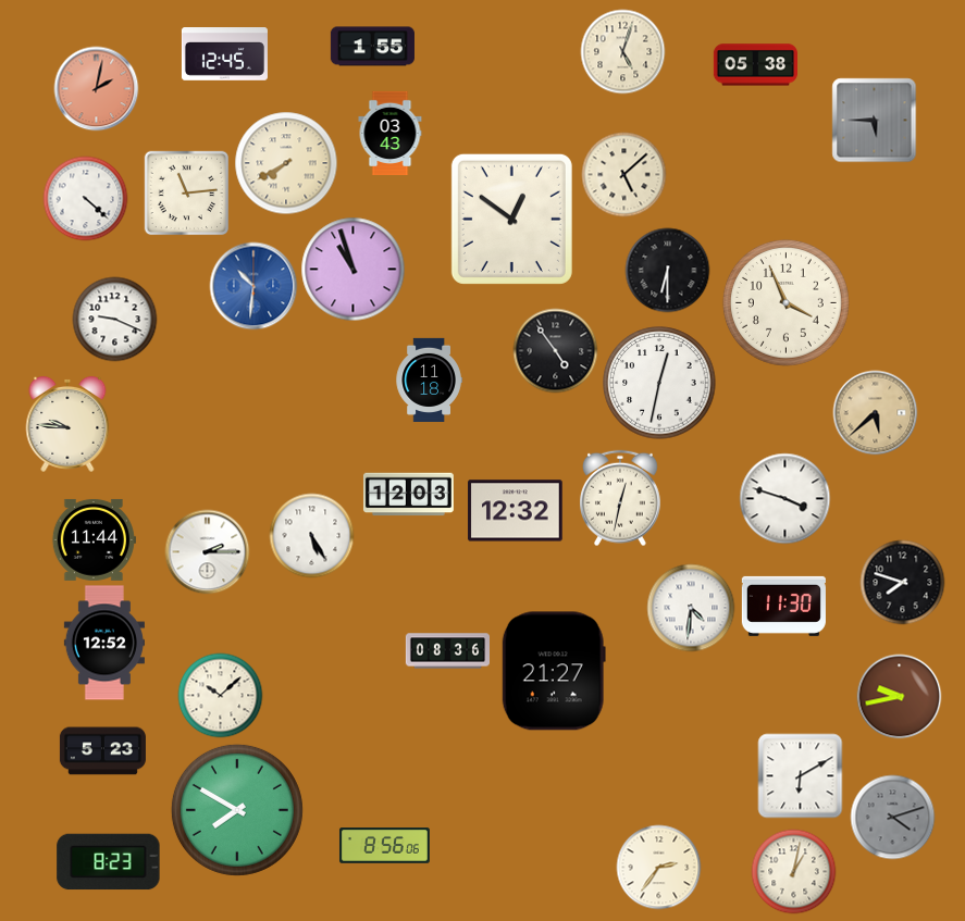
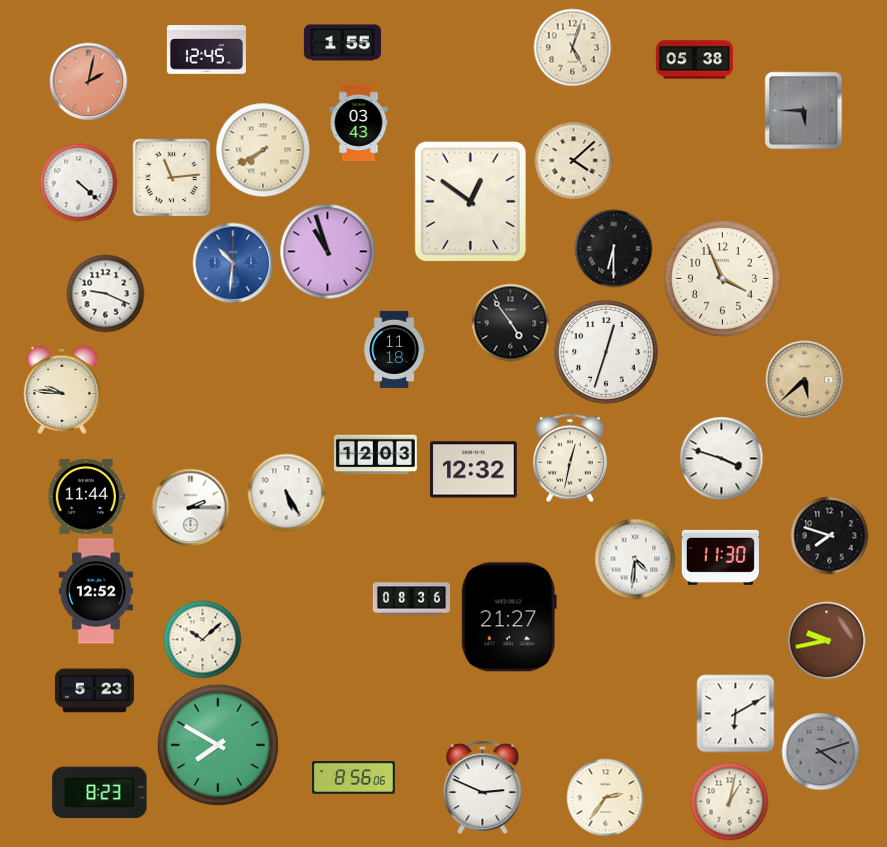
clock at (623, 174): 5:08 -> 4:08
clock at (352, 269) position: (352, 269) -> (327, 251)
clock at (659, 383): 12:32 -> 12:33
clock at (483, 787): none -> 2:49
